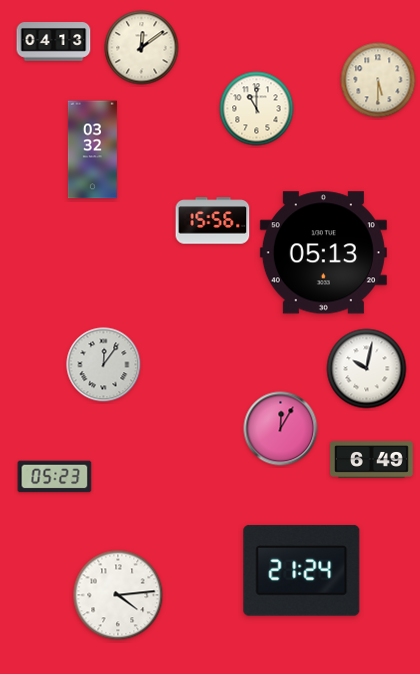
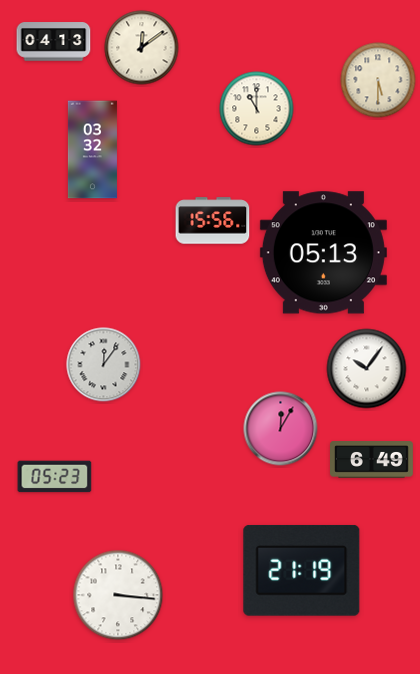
clock at (367, 369): 10:02 -> 10:06
clock at (302, 570): 21:24 -> 21:19
clock at (118, 595): 4:14 -> 3:16
